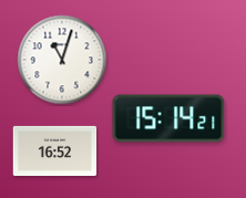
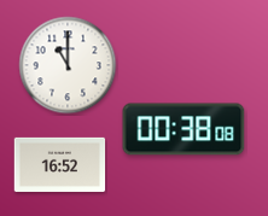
clock at (62, 60): 11:03 -> 11:00
clock at (168, 118): 15:14 -> 00:38
